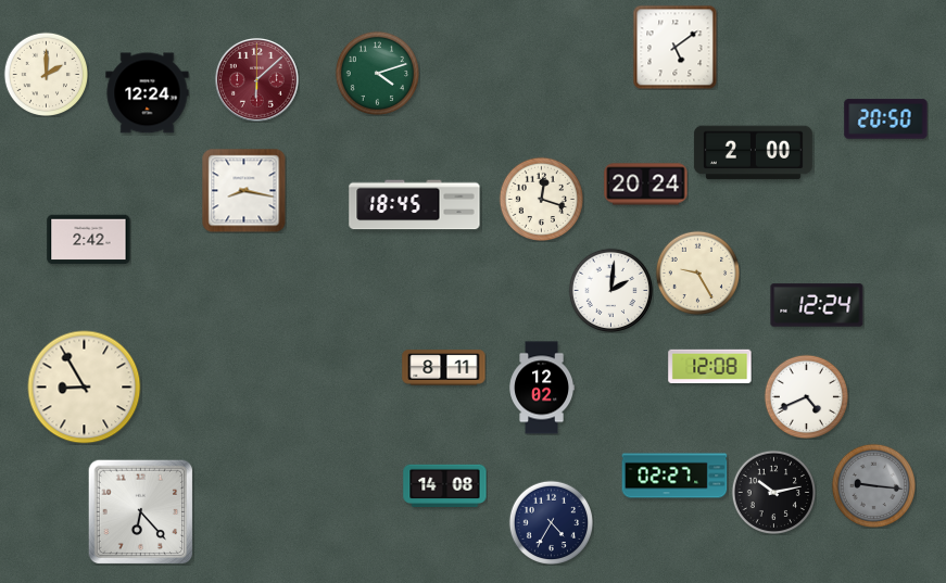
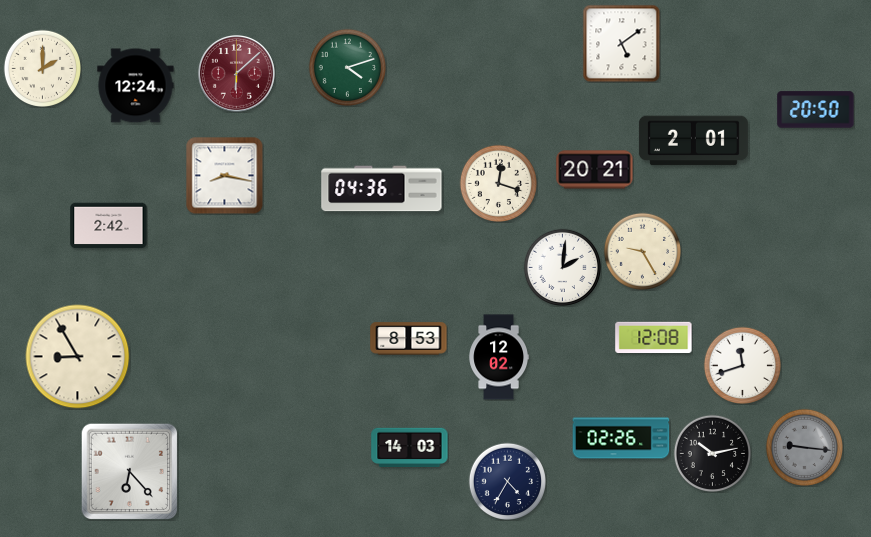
clock at (753, 153): 2:00 -> 2:01
clock at (646, 185): 20:24 -> 20:21
clock at (415, 205): 18:45 -> 04:36
clock at (89, 240) position: (89, 240) -> (109, 226)
clock at (817, 305): 12:24 -> none
clock at (444, 368): 8:11 -> 8:53
clock at (806, 396): 4:41 -> 11:42
clock at (674, 476): 02:27 -> 02:26
clock at (445, 485): 14:08 -> 14:03
